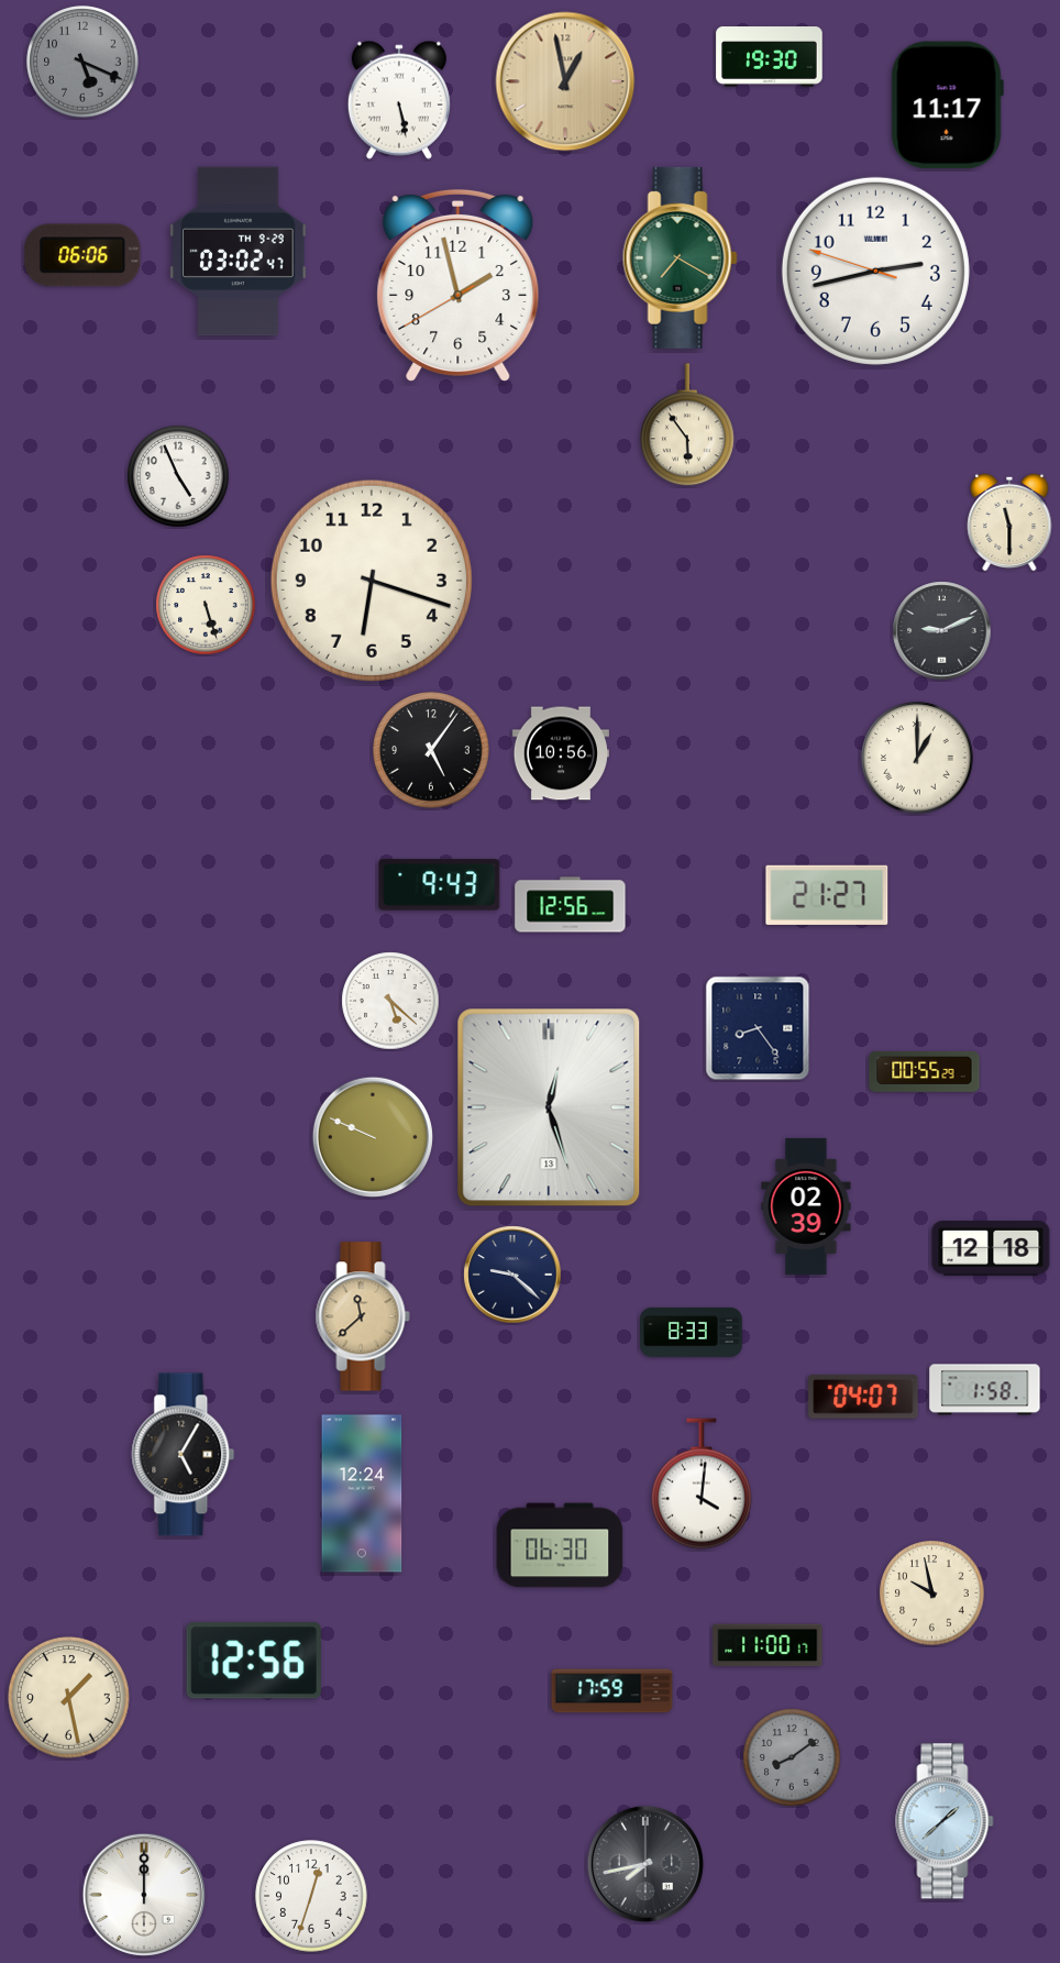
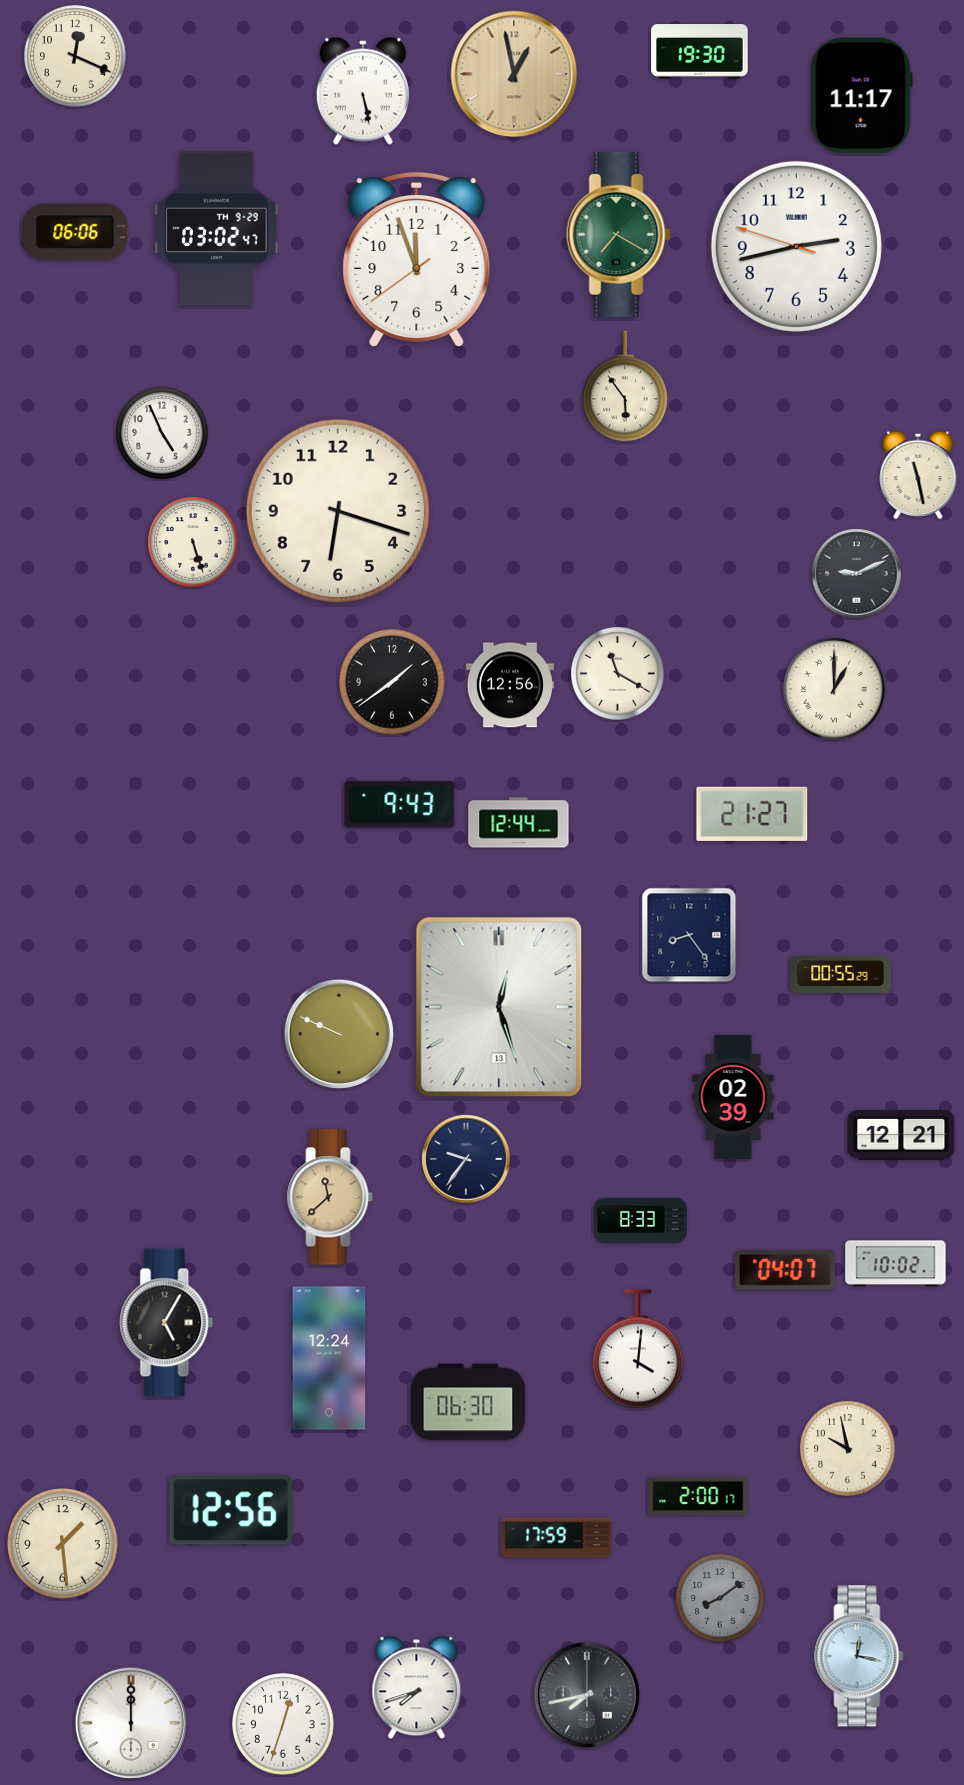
clock at (82, 62): 5:19 -> 12:19
clock at (82, 62) dial: grey -> cream
clock at (459, 285): 1:57 -> 11:56
clock at (1009, 522): 11:30 -> 11:28
clock at (372, 581) position: (372, 581) -> (338, 511)
clock at (206, 605) position: (206, 605) -> (193, 542)
clock at (618, 674): none -> 11:20
clock at (431, 750): 5:06 -> 1:39
clock at (561, 753): 10:56 -> 12:56
clock at (571, 905): 12:56 -> 12:44
clock at (390, 1001): 5:22 -> none
clock at (991, 1249): 12:18 -> 12:21
clock at (512, 1275): 9:22 -> 9:36
clock at (692, 1332) position: (692, 1332) -> (641, 1220)
clock at (985, 1390): 1:58 -> 10:02
clock at (560, 1545) position: (560, 1545) -> (468, 1402)
clock at (768, 1645): 11:00 -> 2:00
clock at (69, 1698): 1:28 -> 1:29
clock at (945, 1821): 1:38 -> 12:17
clock at (417, 1688): none -> 7:42
